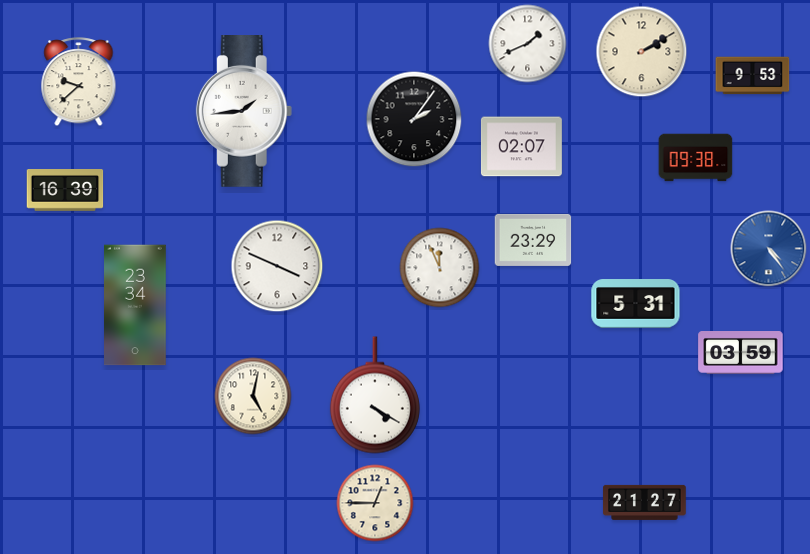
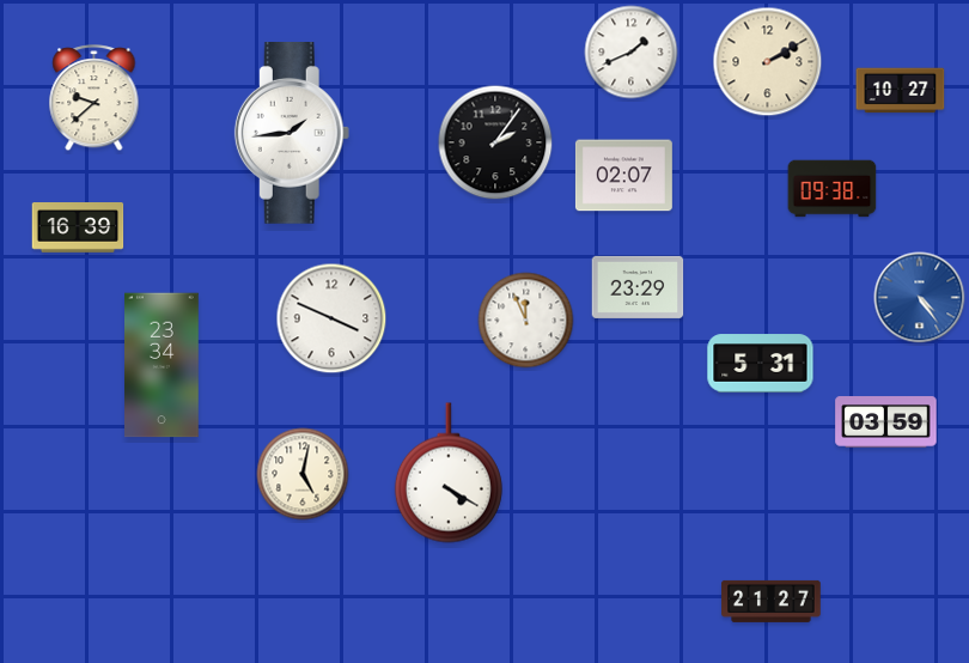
clock at (753, 76): 9:53 -> 10:27
clock at (375, 503): 12:45 -> none
